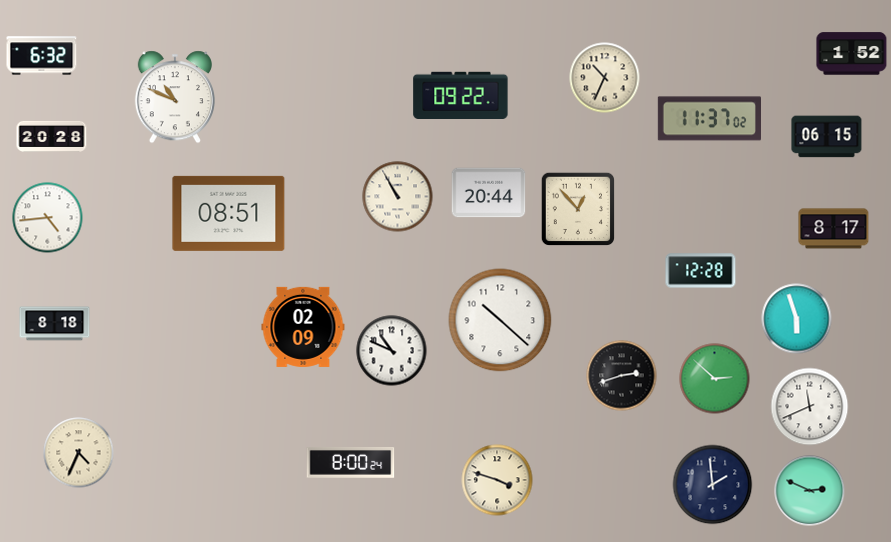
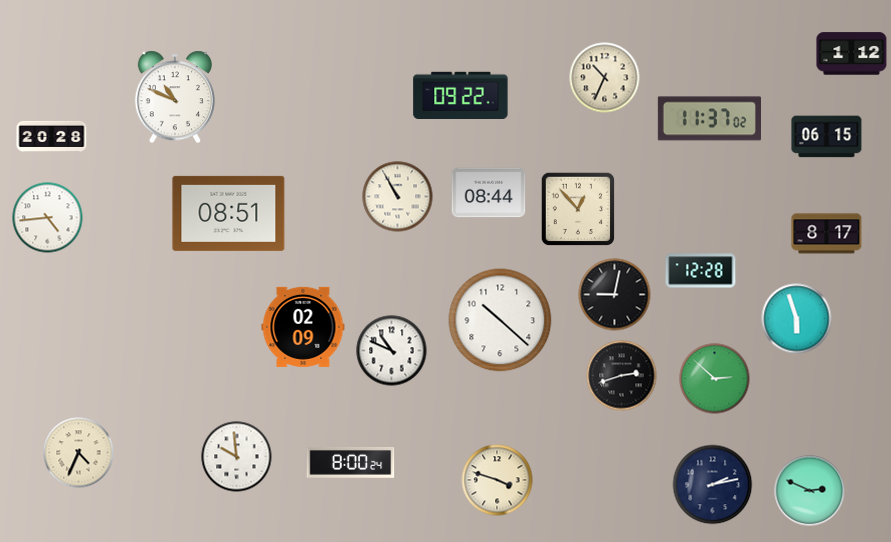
clock at (852, 54): 1:52 -> 1:12
clock at (42, 56): 6:32 -> none
clock at (489, 193): 20:44 -> 08:44
clock at (834, 229) position: (834, 229) -> (827, 234)
clock at (615, 295): none -> 9:02
clock at (55, 324): 8:18 -> none
clock at (810, 407): 11:41 -> none
clock at (237, 457): none -> 9:59
clock at (713, 485): 1:59 -> 2:13
